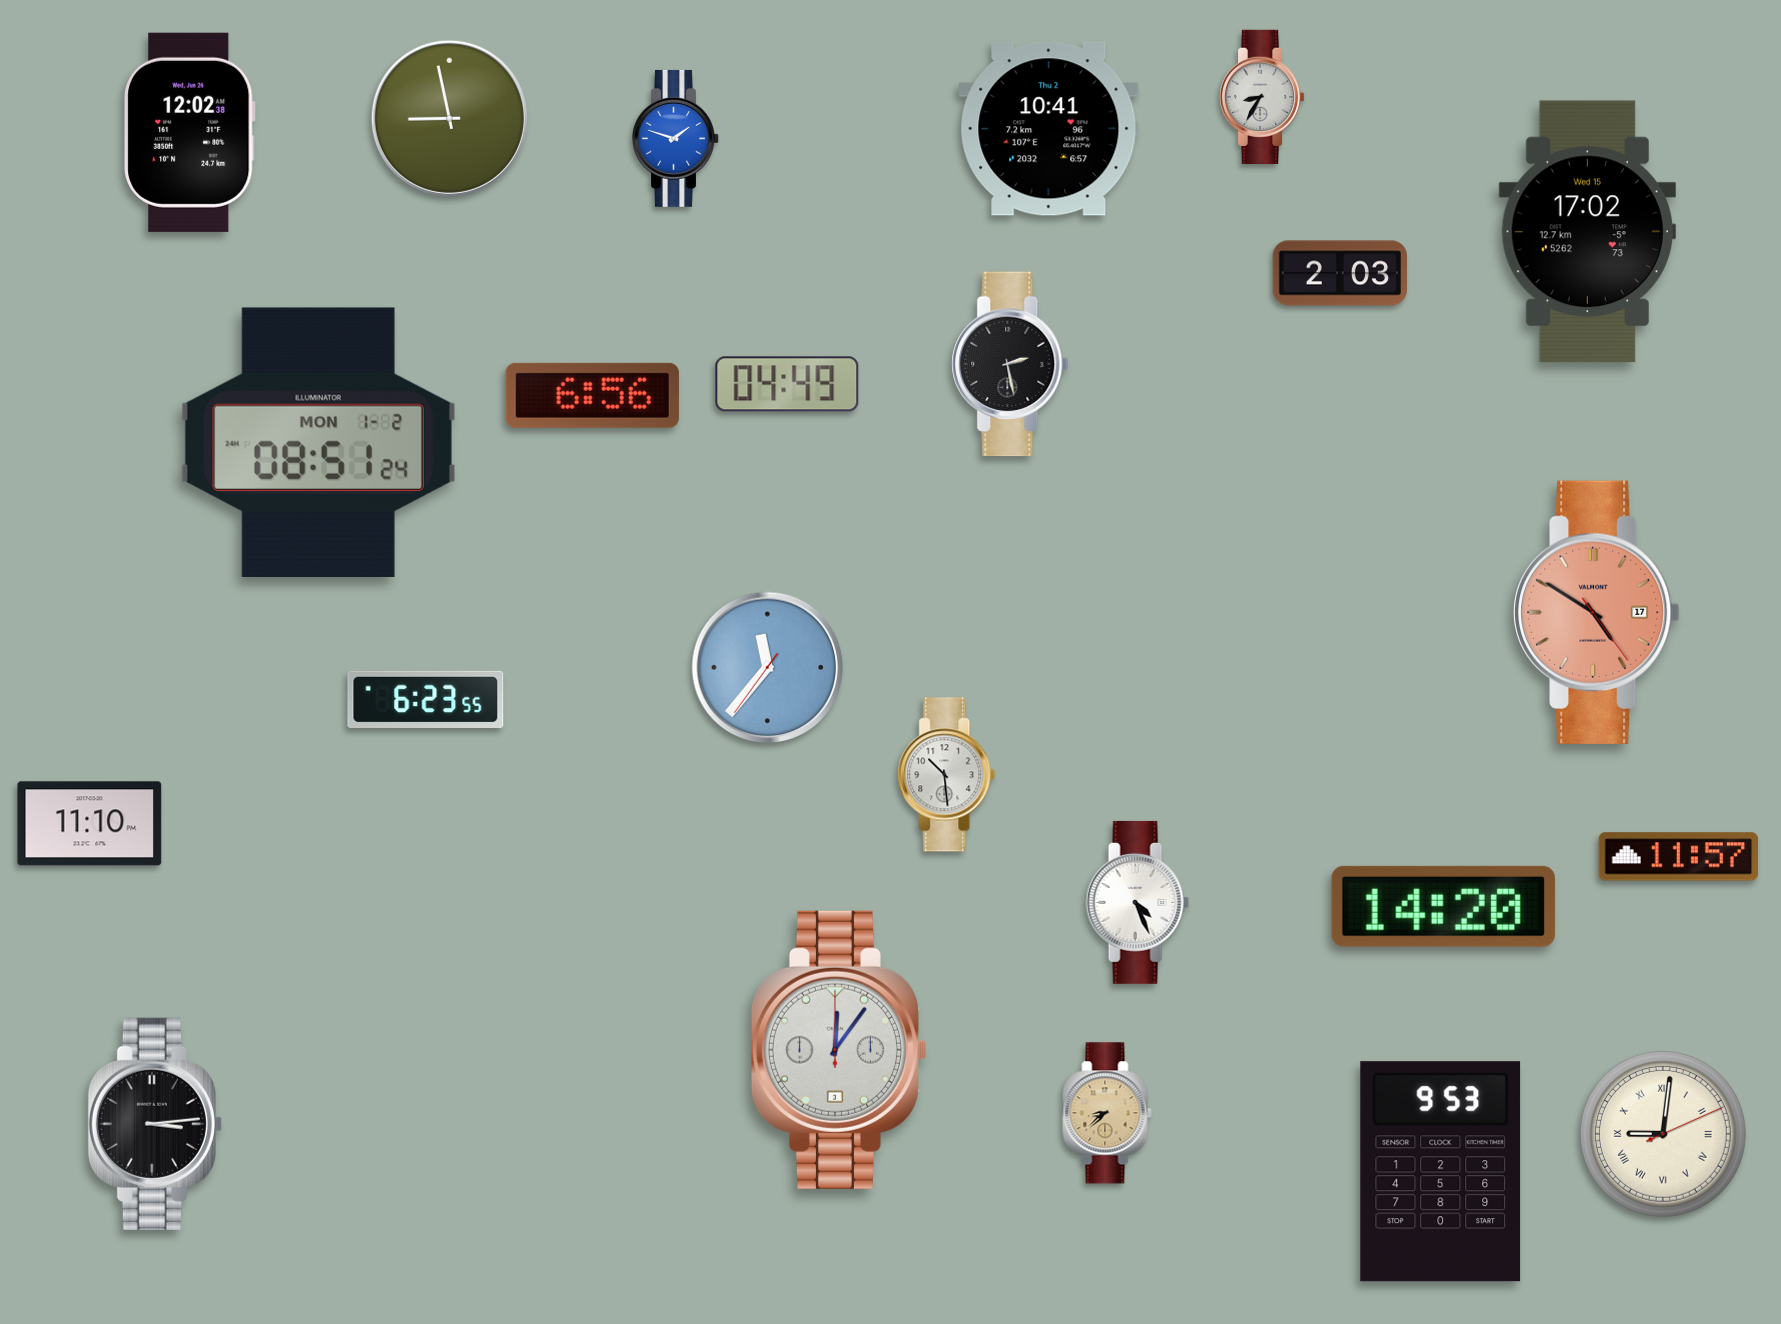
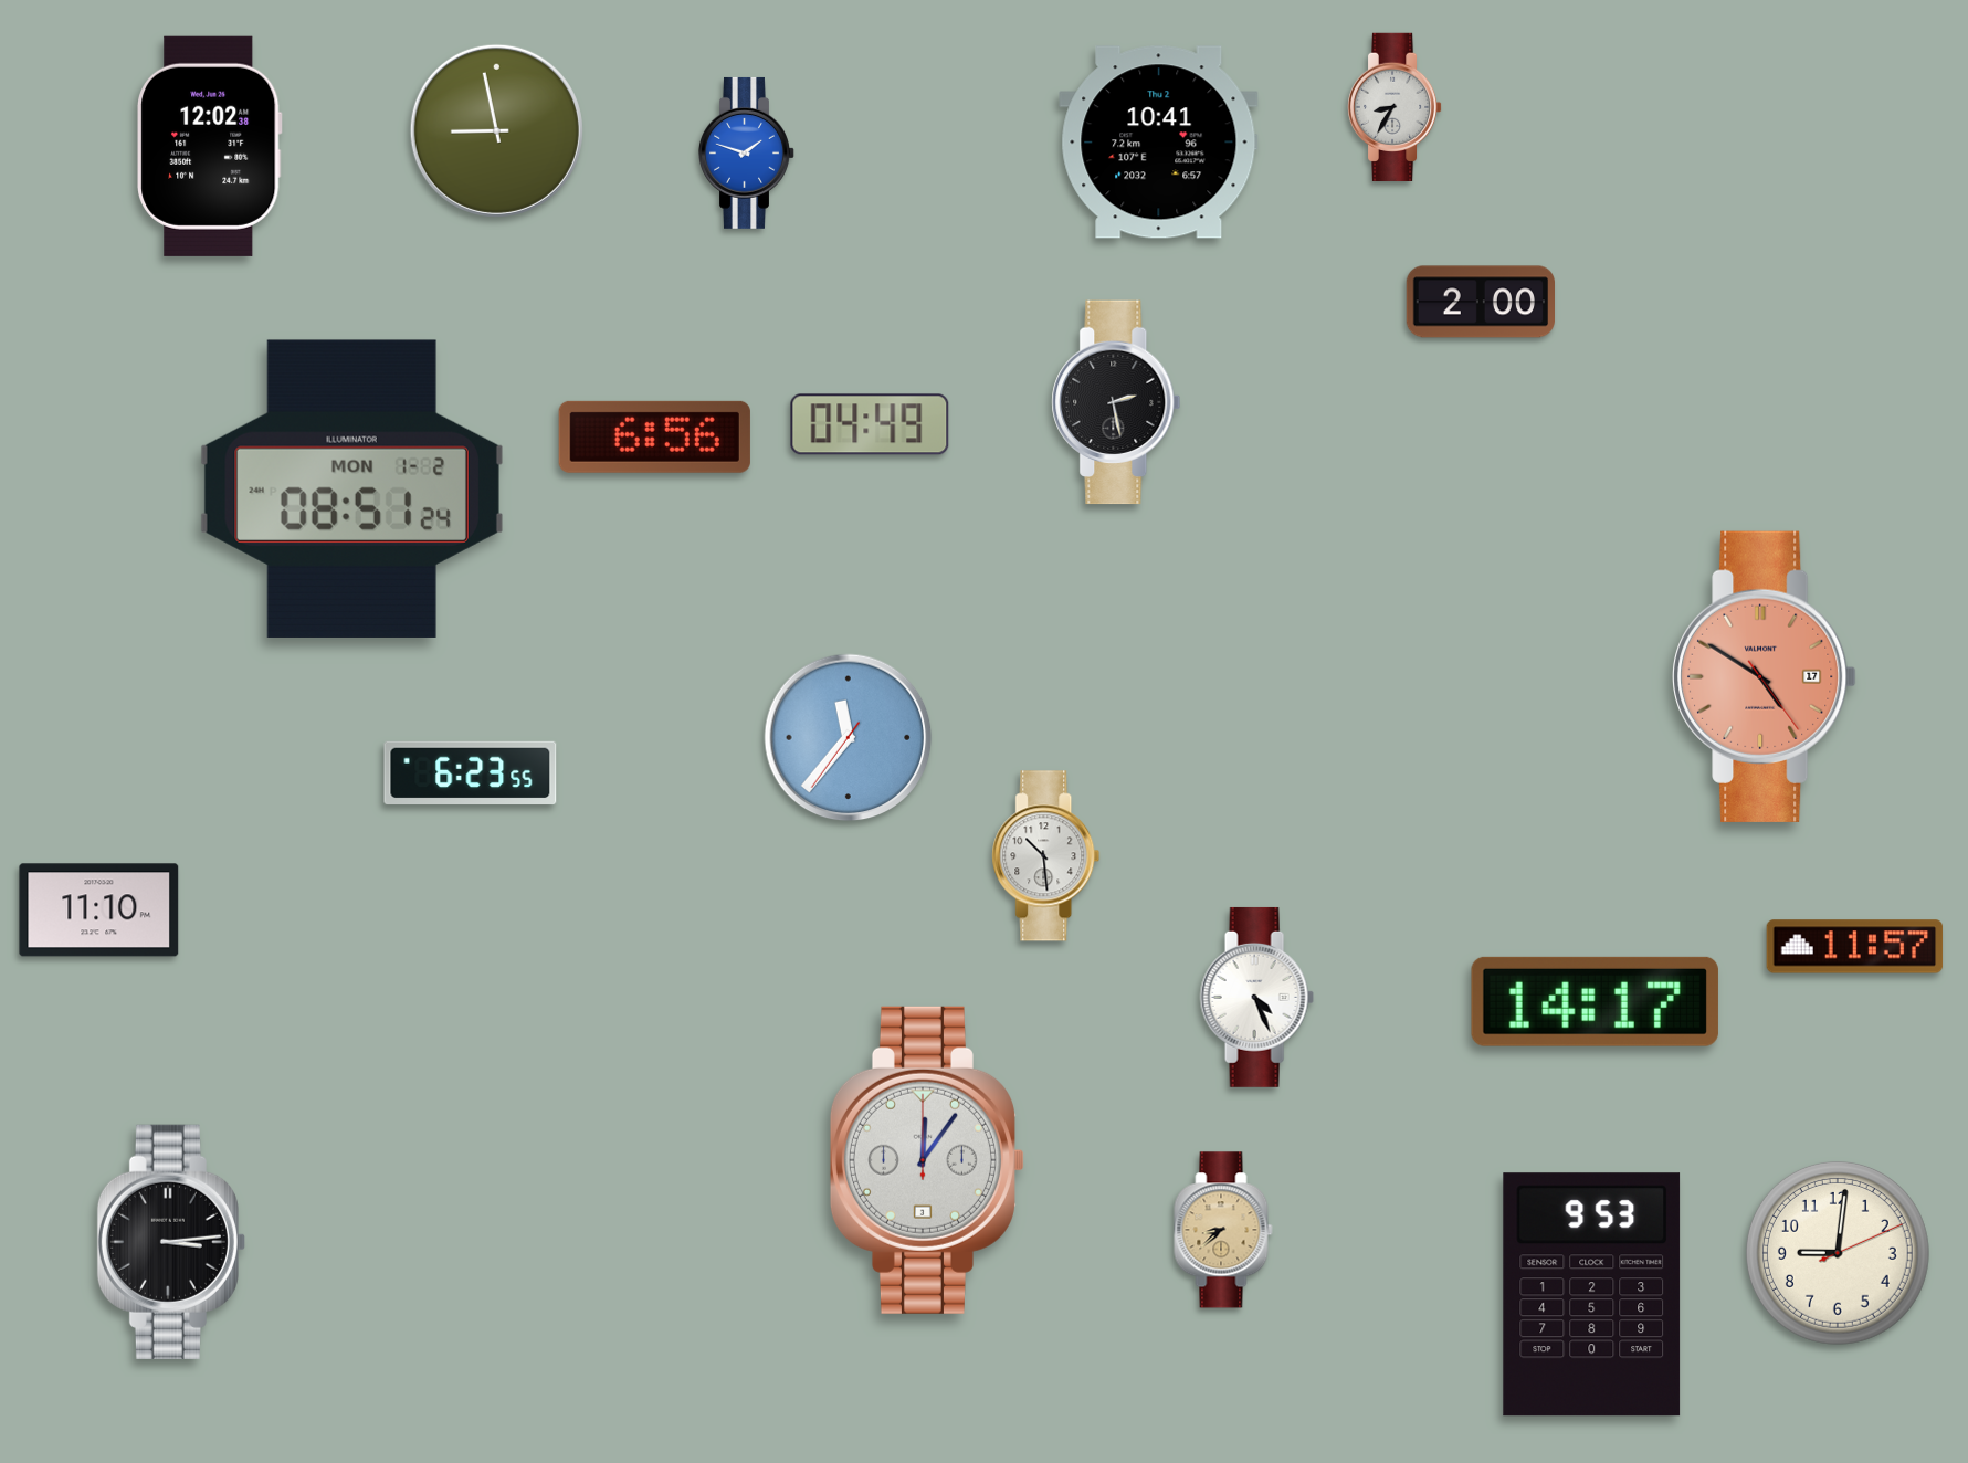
clock at (1587, 232): 17:02 -> none
clock at (1339, 273): 2:03 -> 2:00
clock at (1443, 906): 14:20 -> 14:17
clock at (1663, 1134) numerals: Roman -> Arabic
